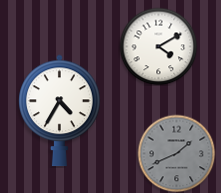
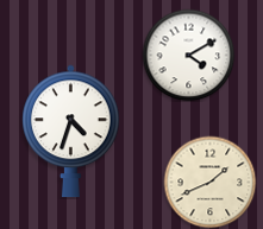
clock at (60, 111): 4:35 -> 4:33
clock at (176, 153) dial: grey -> cream
